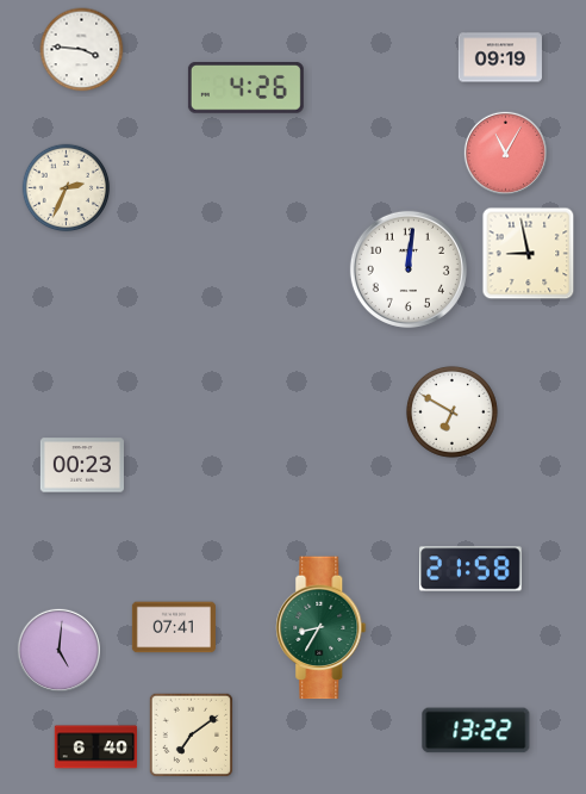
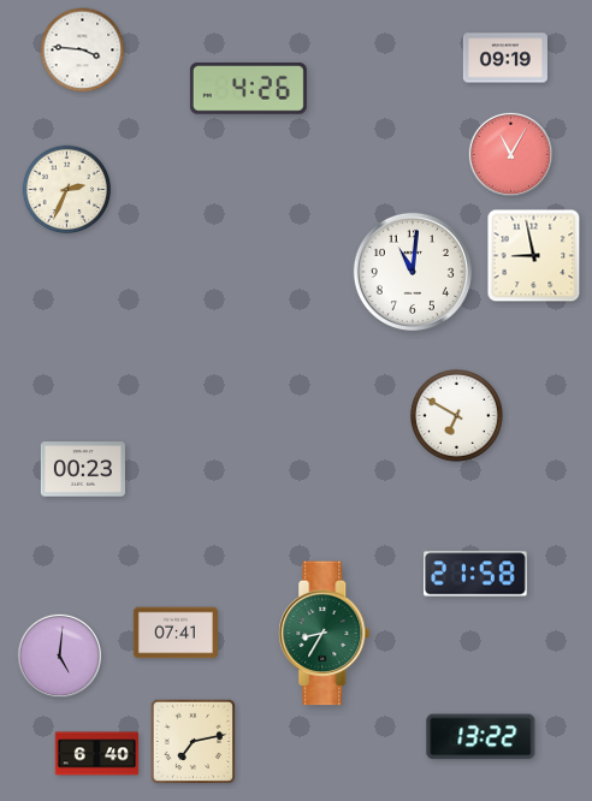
clock at (409, 269): 12:01 -> 11:01
clock at (192, 736): 7:09 -> 7:13
